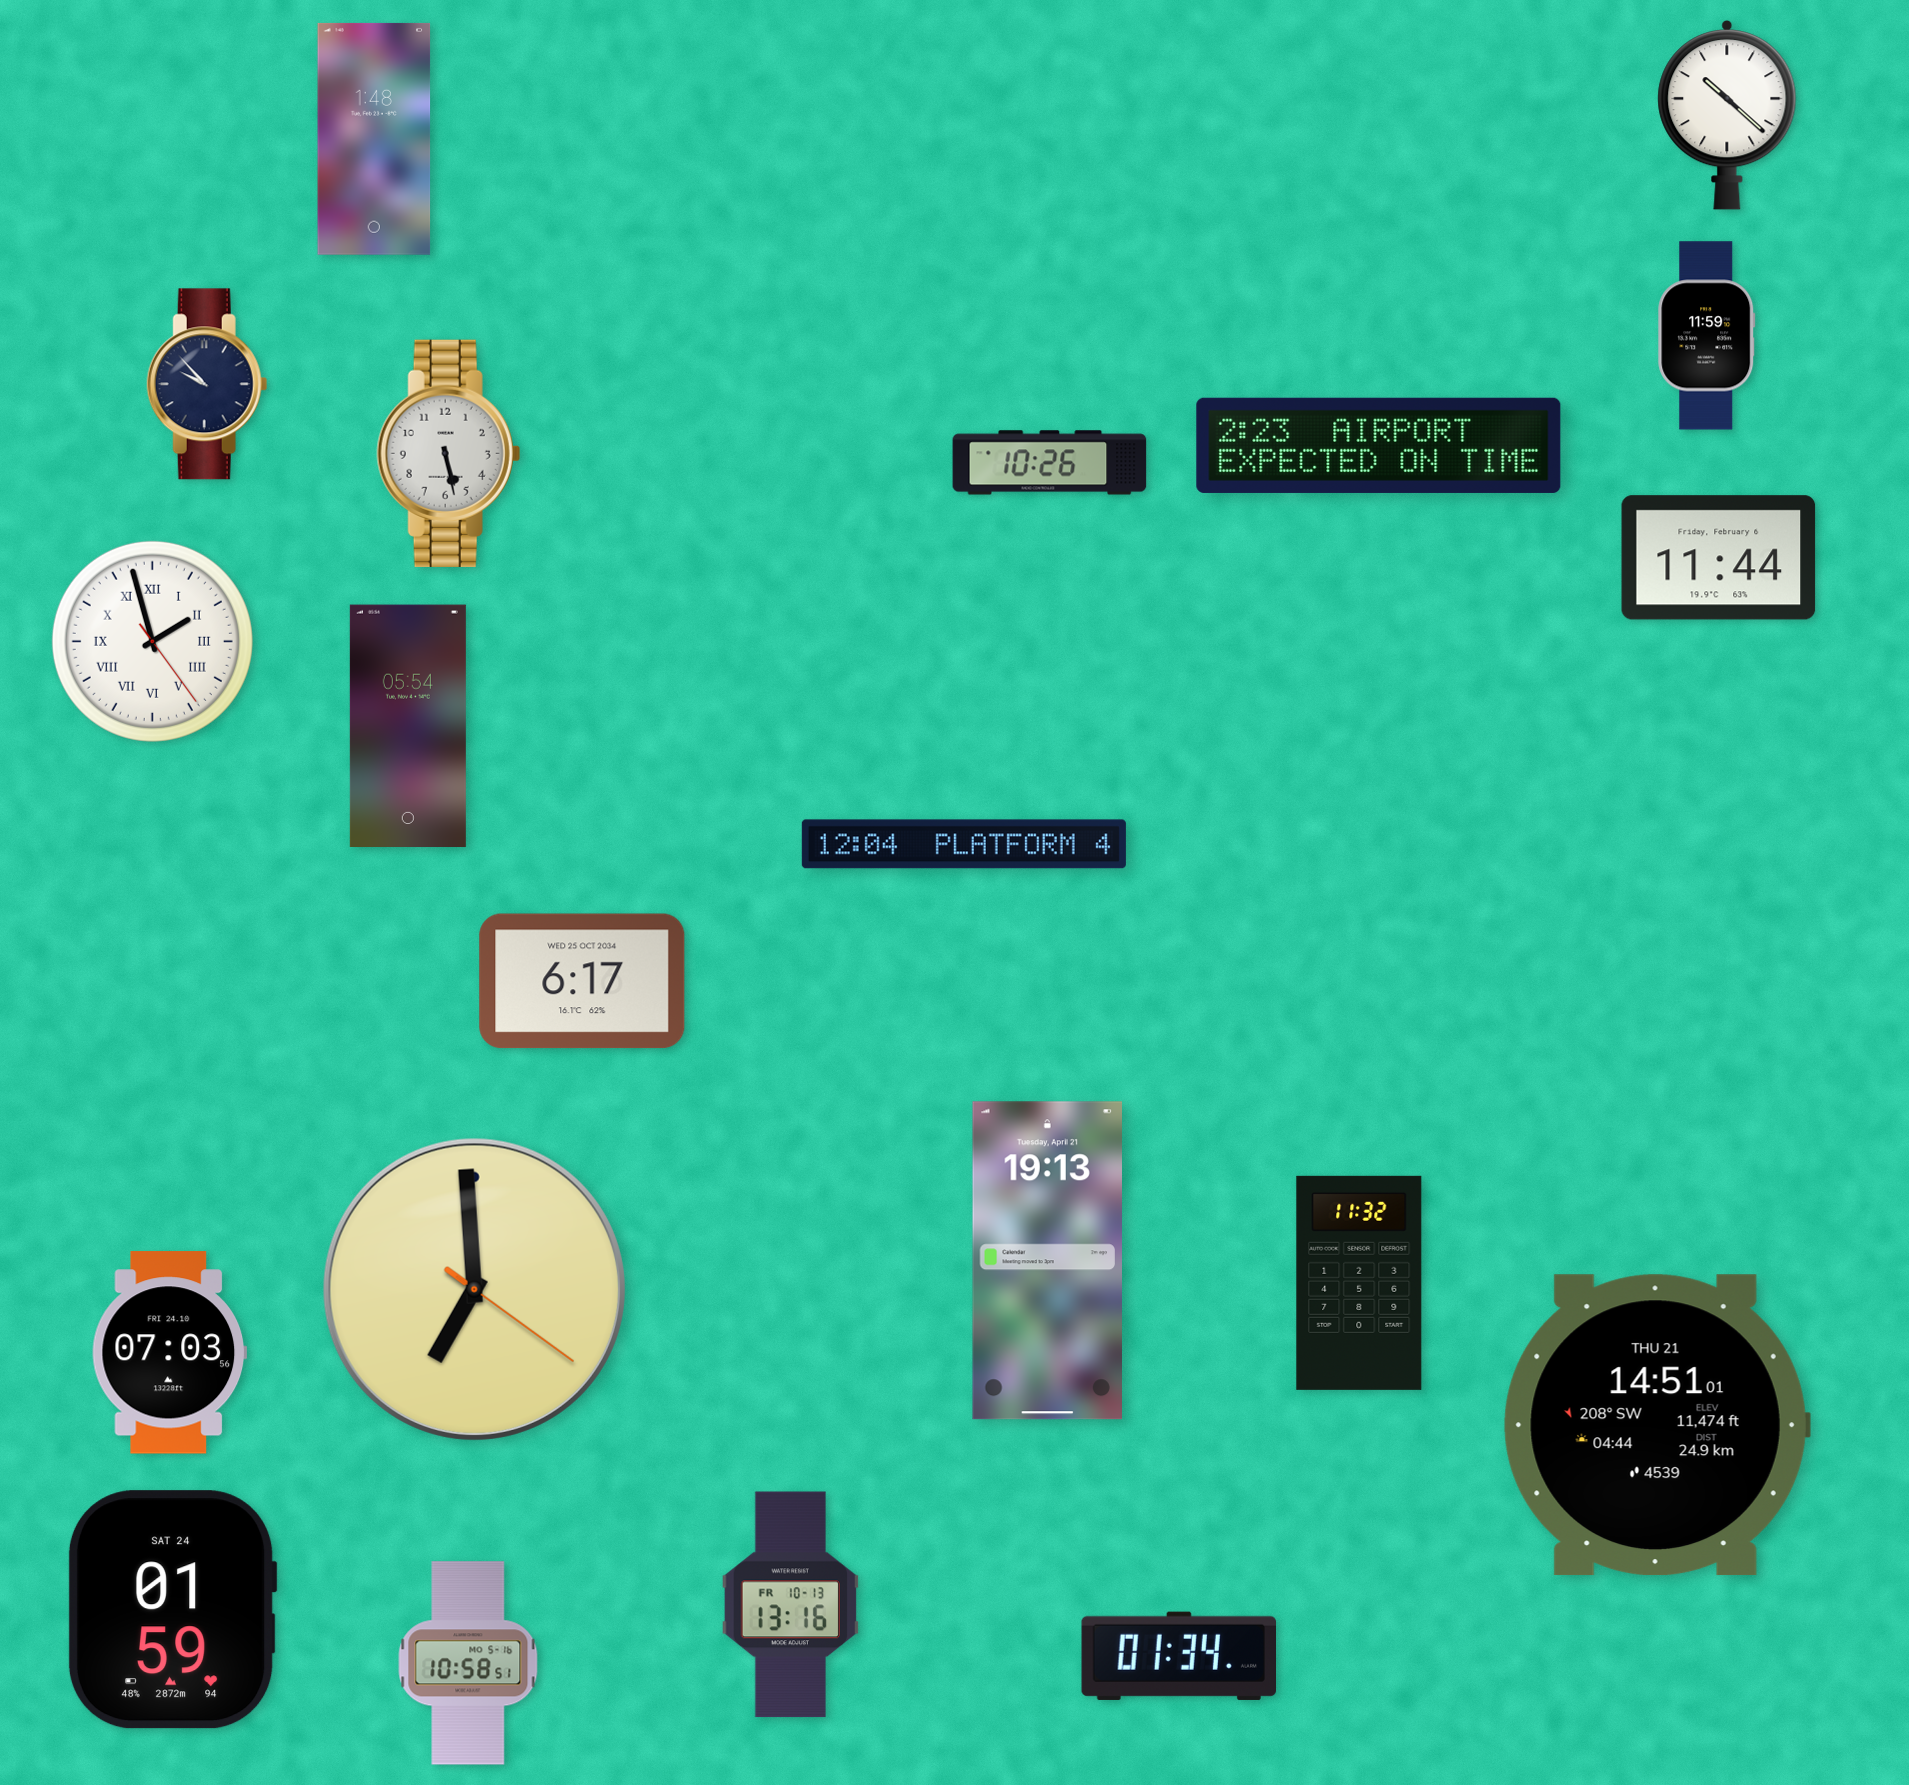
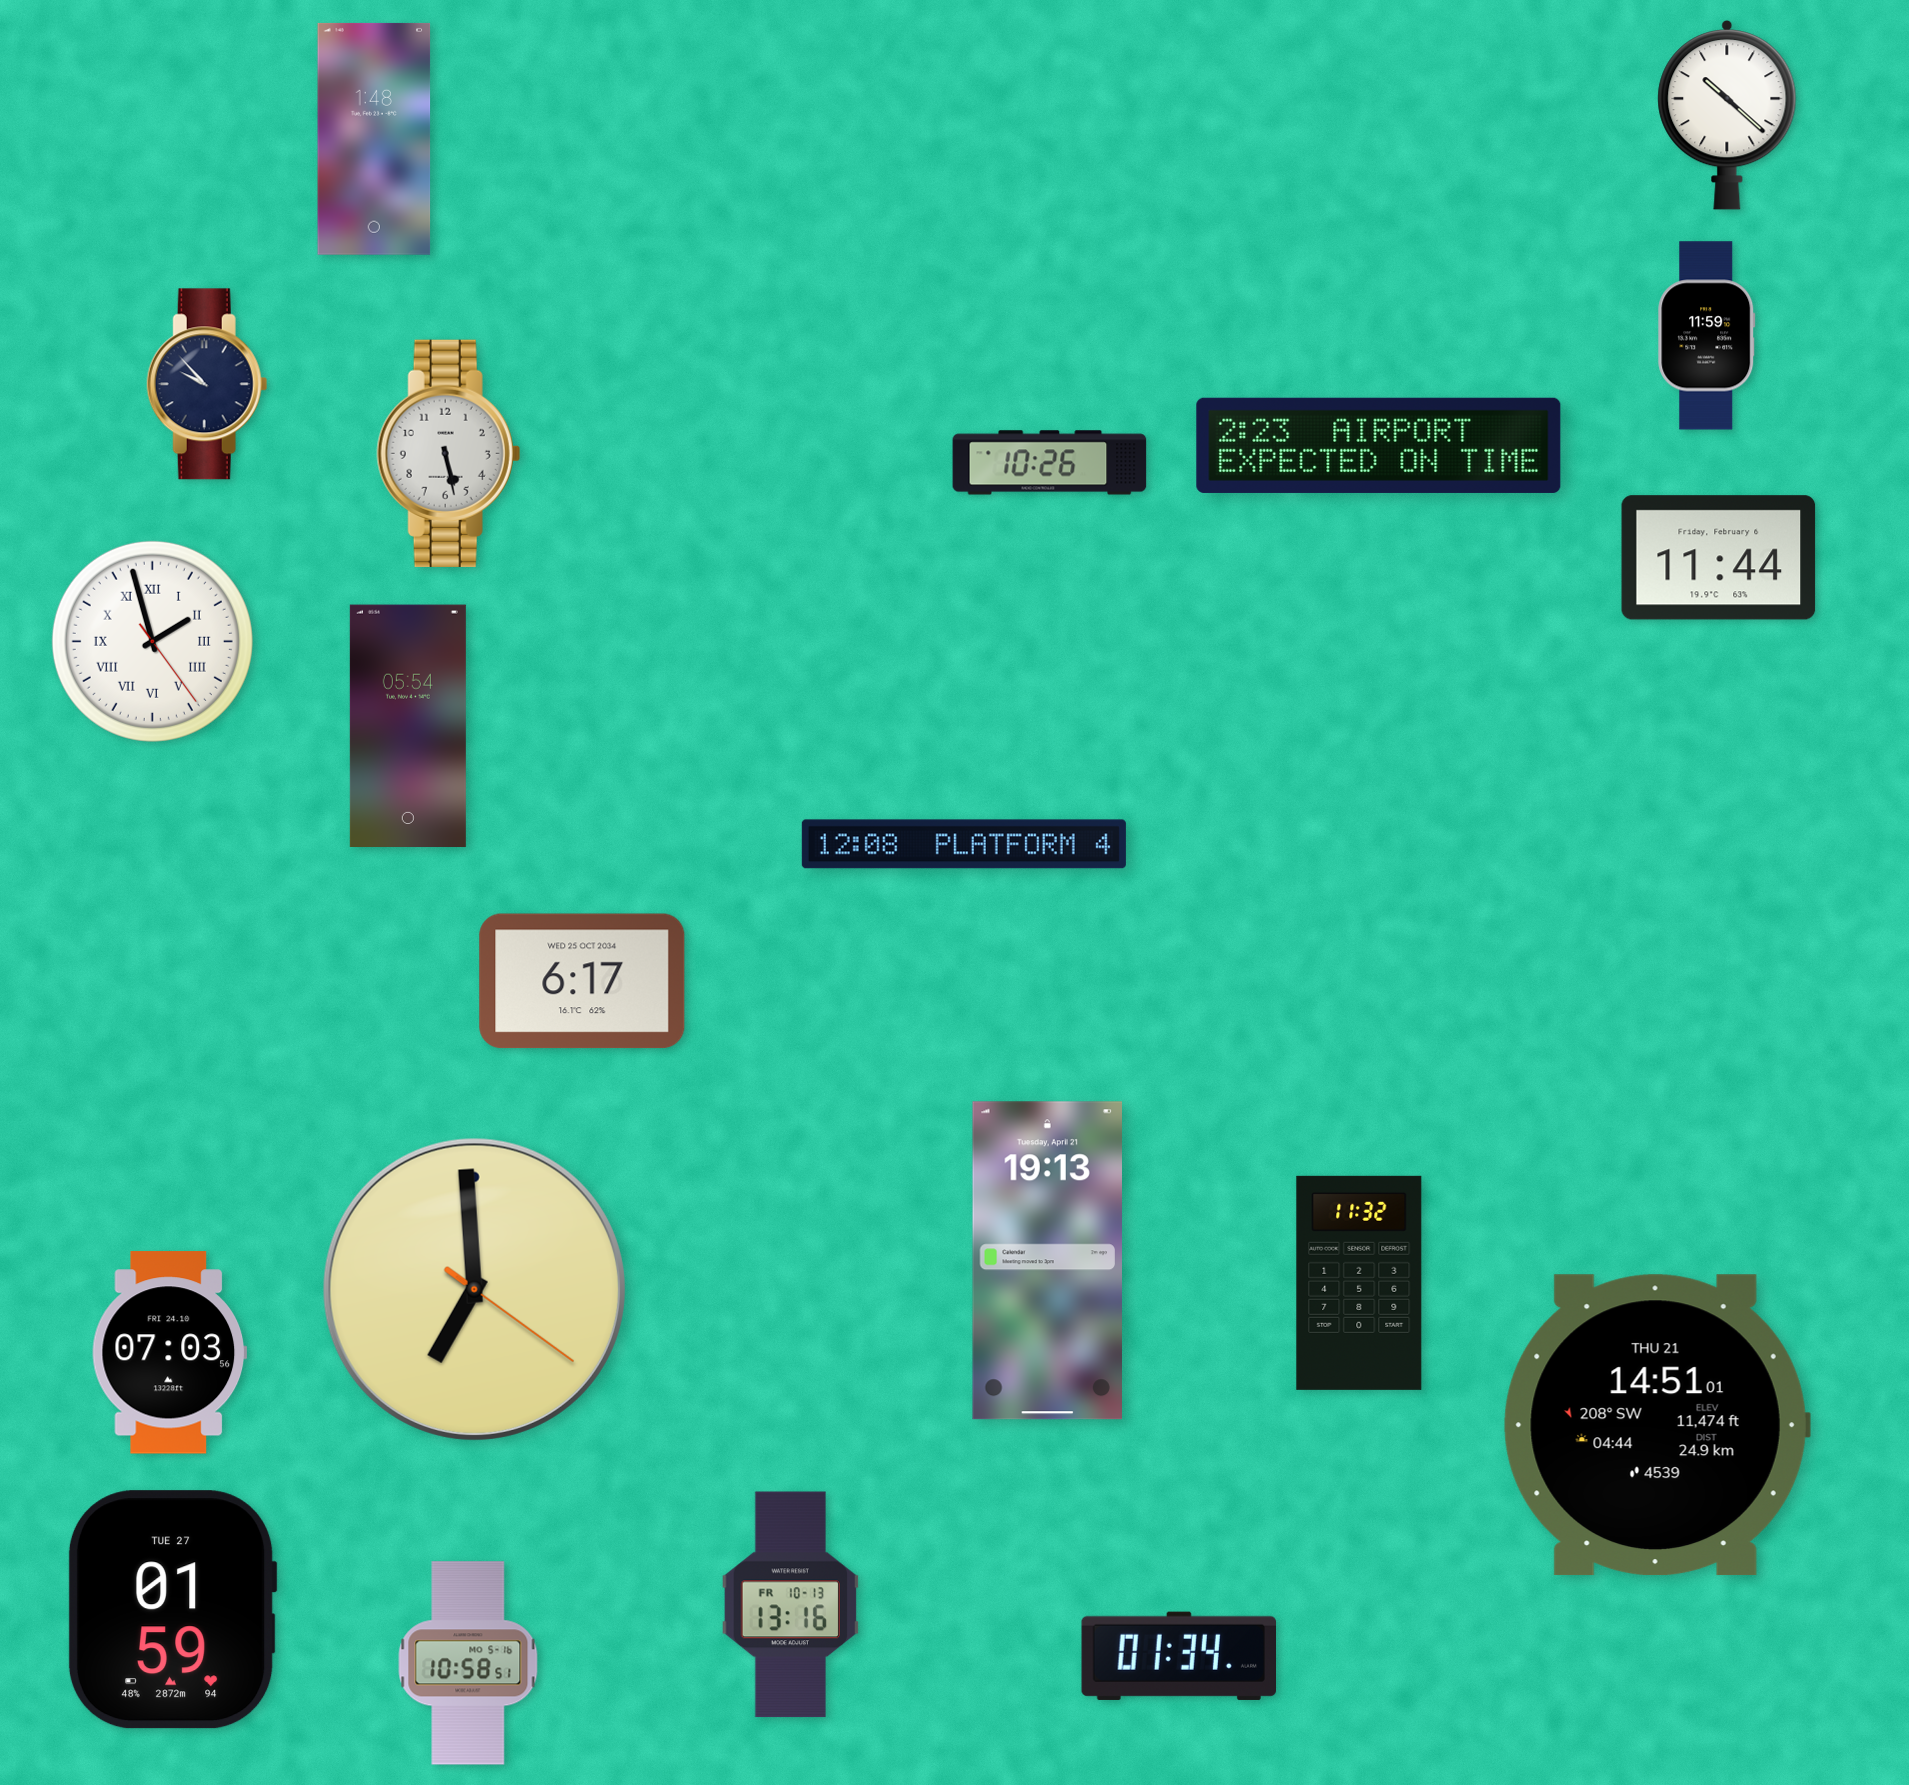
clock at (964, 844): 12:04 -> 12:08
clock at (172, 1610) date: SAT 24 -> TUE 27
